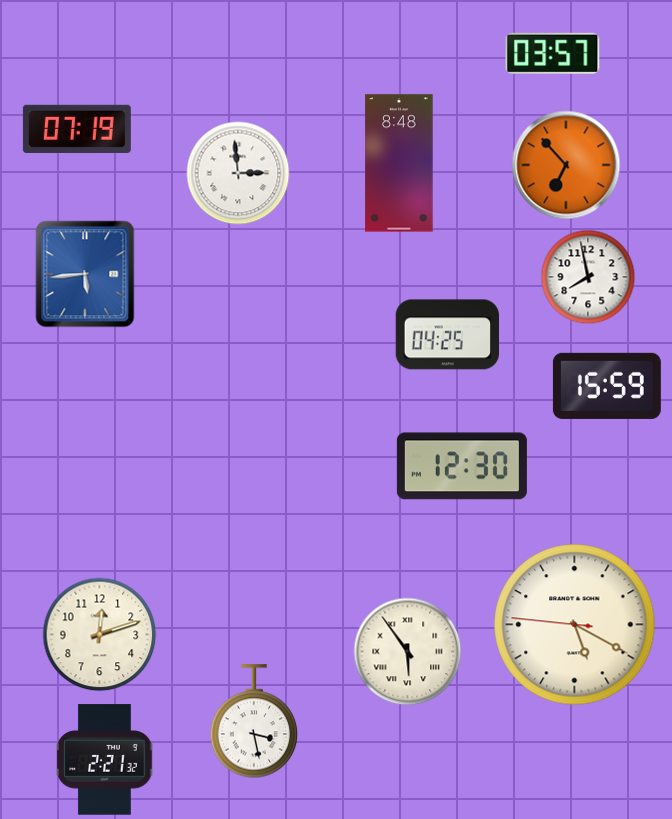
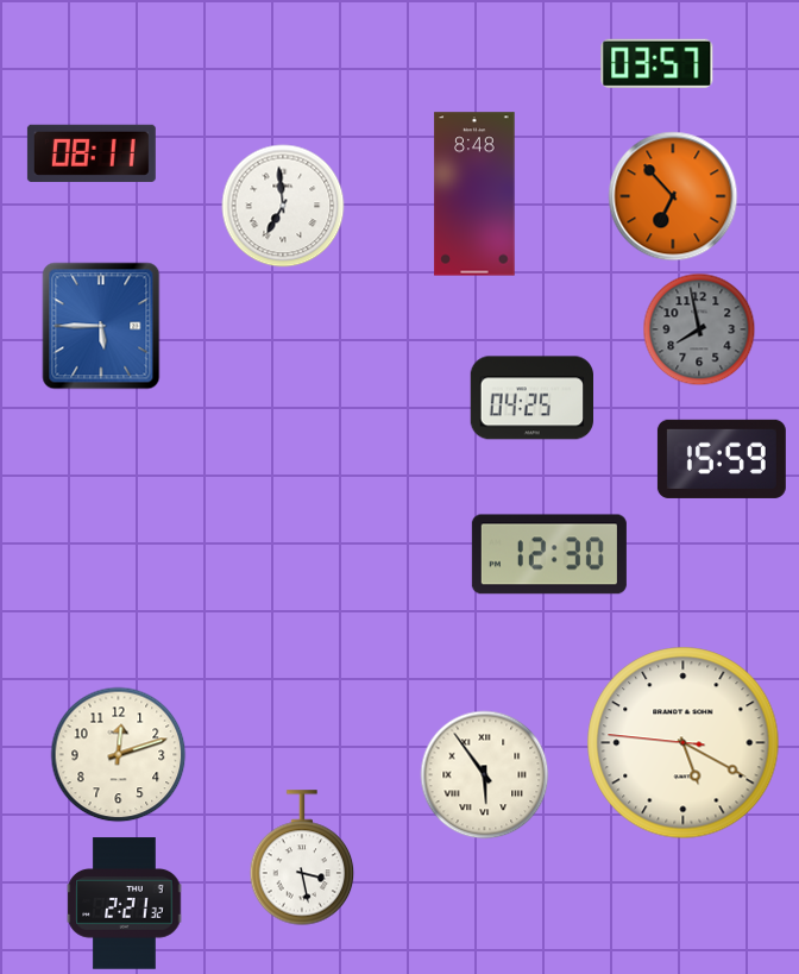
clock at (77, 129): 07:19 -> 08:11
clock at (238, 173): 2:59 -> 6:59
clock at (85, 274): 5:44 -> 5:45
clock at (588, 277) dial: white -> grey
